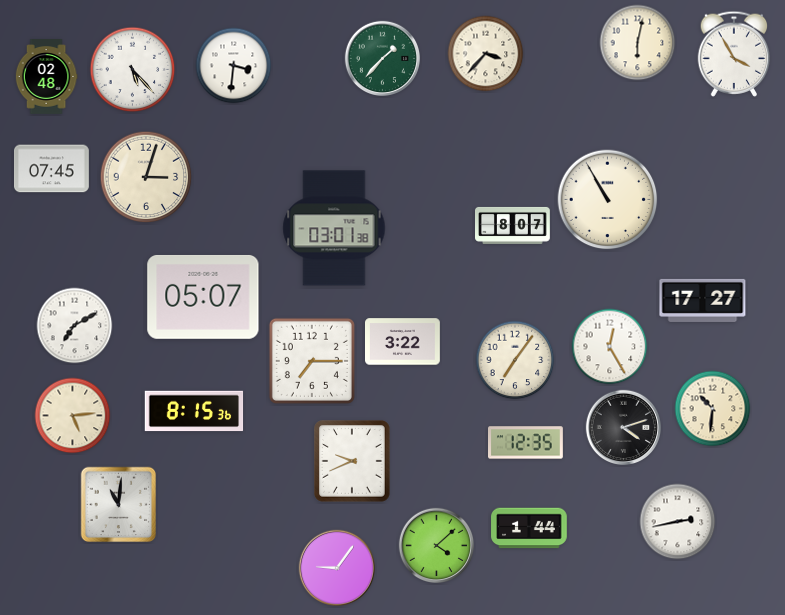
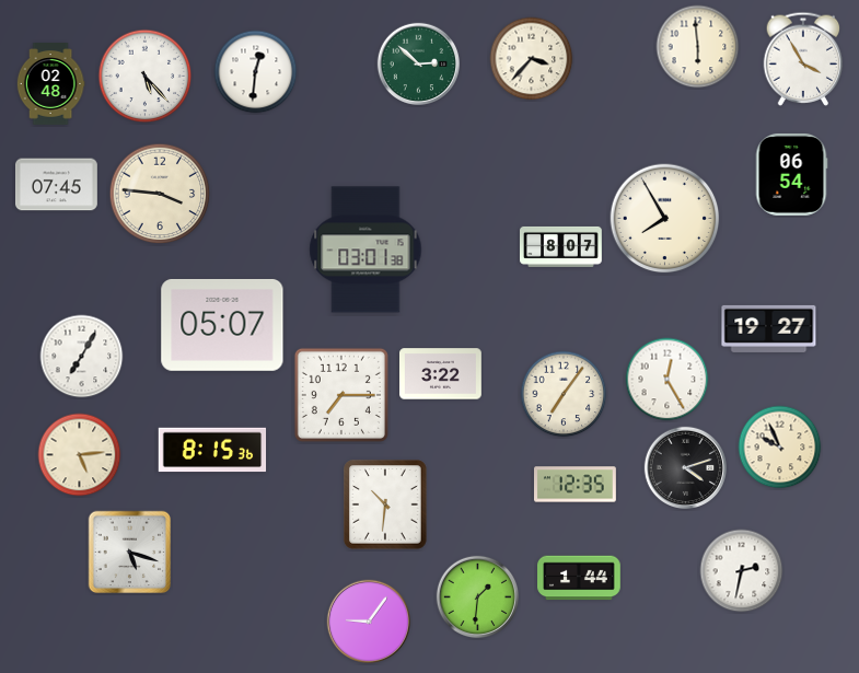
clock at (638, 43): 6:02 -> 5:59
clock at (382, 58): 1:37 -> 2:52
clock at (234, 66): 3:31 -> 12:31
clock at (791, 175): none -> 06:54
clock at (146, 177): 3:03 -> 3:46
clock at (608, 200): 10:55 -> 7:55
clock at (703, 300): 17:27 -> 19:27
clock at (75, 326): 7:10 -> 7:05
clock at (713, 409): 10:31 -> 9:56
clock at (623, 427) position: (623, 427) -> (685, 467)
clock at (352, 461): 9:41 -> 10:31
clock at (119, 505): 11:01 -> 5:18
clock at (678, 522): 2:43 -> 2:32
clock at (436, 545): 4:08 -> 1:31
